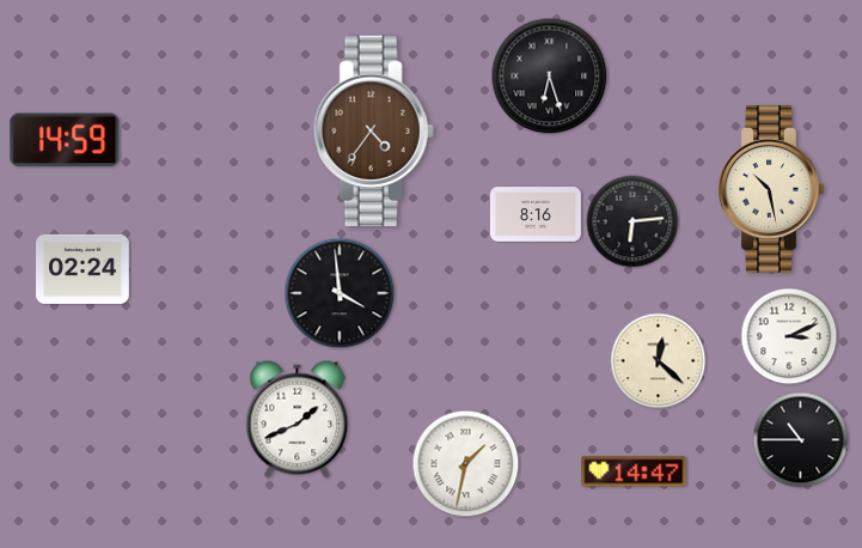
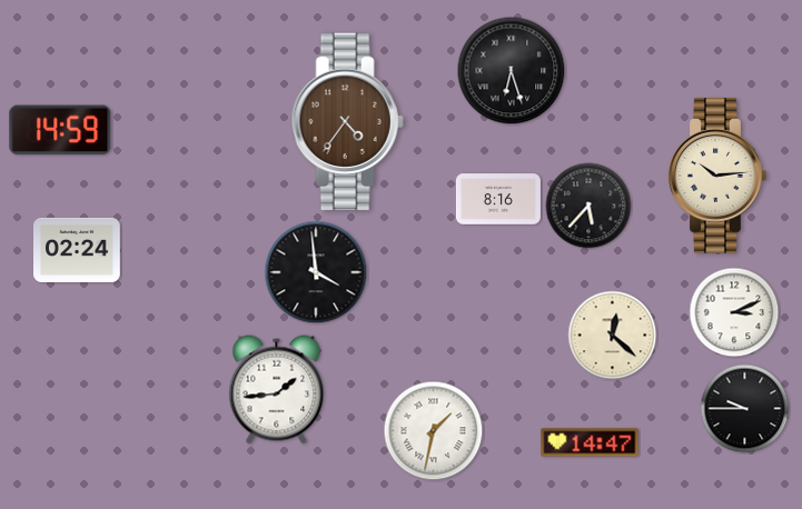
clock at (771, 190): 10:28 -> 10:14
clock at (632, 221): 6:14 -> 5:37
clock at (298, 420): 1:41 -> 1:44
clock at (801, 440): 10:45 -> 9:45
clock at (634, 471) position: (634, 471) -> (590, 442)
